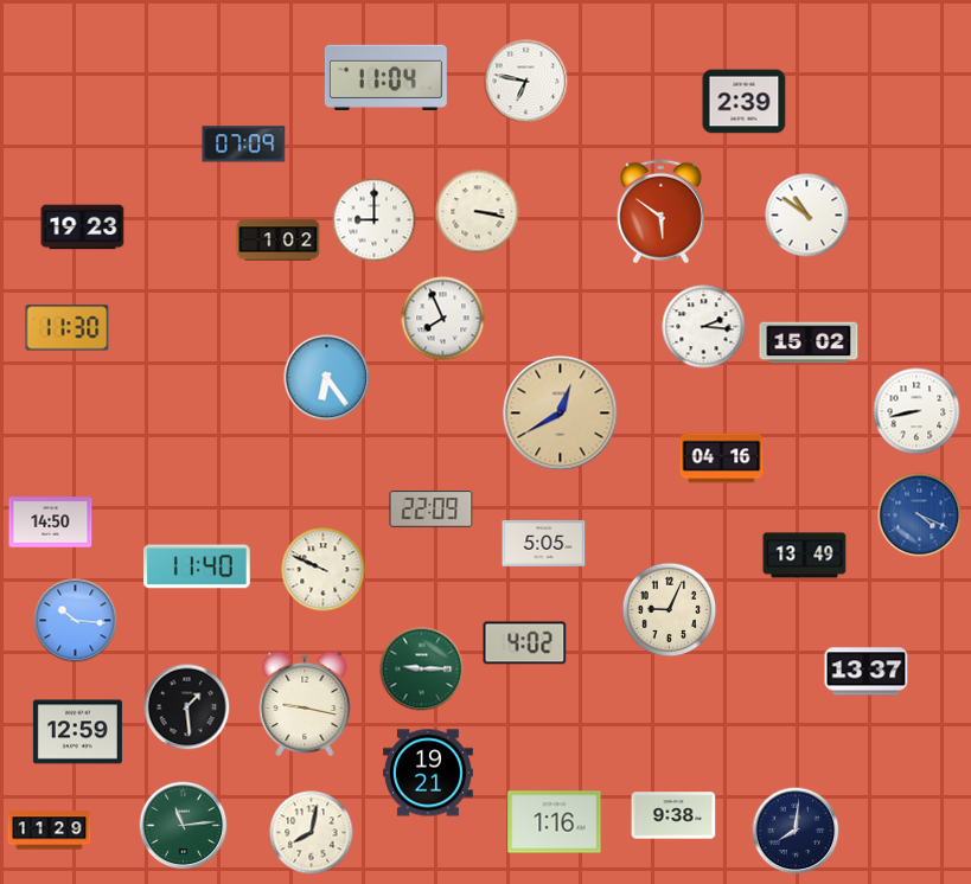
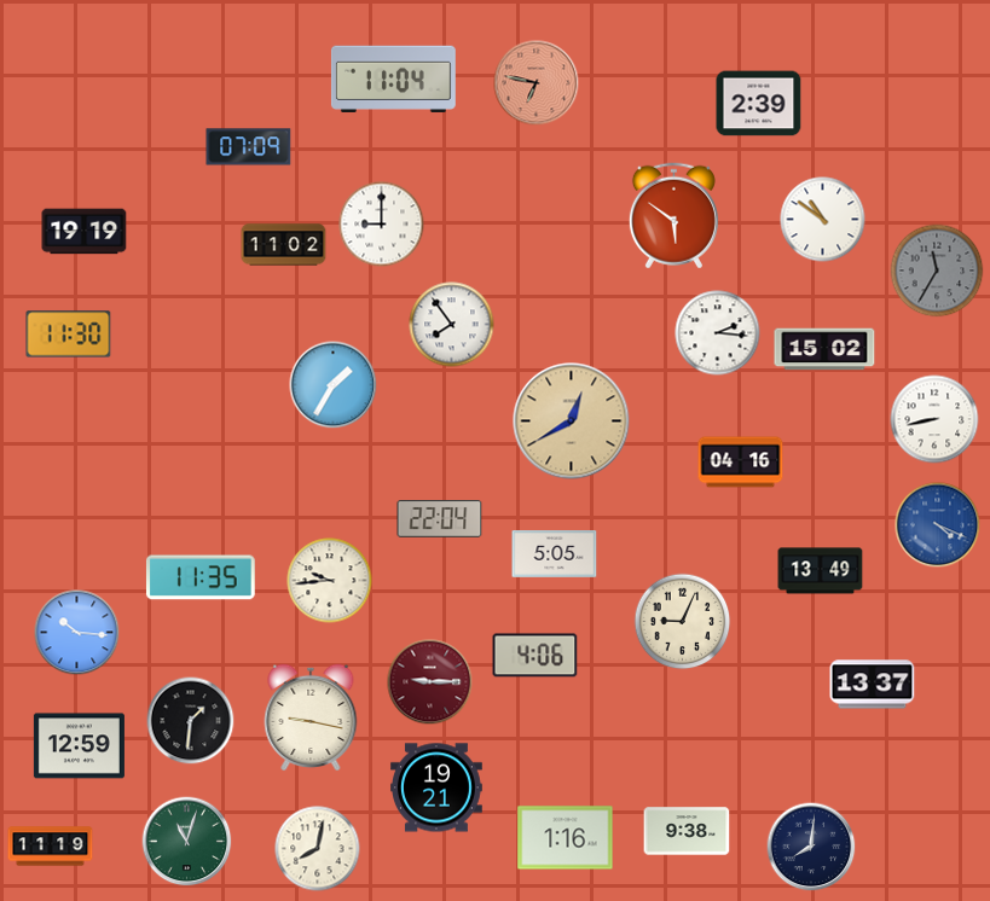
clock at (526, 82) dial: white -> salmon
clock at (478, 212): 3:17 -> none
clock at (83, 228): 19:23 -> 19:19
clock at (279, 241): 1:02 -> 11:02
clock at (937, 271): none -> 11:35
clock at (443, 319): 7:56 -> 7:54
clock at (327, 378): 6:24 -> 1:35
clock at (722, 459) position: (722, 459) -> (741, 463)
clock at (432, 510): 22:09 -> 22:04
clock at (51, 523): 14:50 -> none
clock at (805, 556) position: (805, 556) -> (821, 571)
clock at (197, 566): 11:40 -> 11:35
clock at (324, 570): 9:49 -> 9:44
clock at (525, 643): 4:02 -> 4:06
clock at (422, 670) dial: green -> burgundy
clock at (867, 672) position: (867, 672) -> (873, 685)
clock at (187, 707): 1:29 -> 1:31
clock at (184, 826): 11:14 -> 11:03
clock at (50, 831): 11:29 -> 11:19
